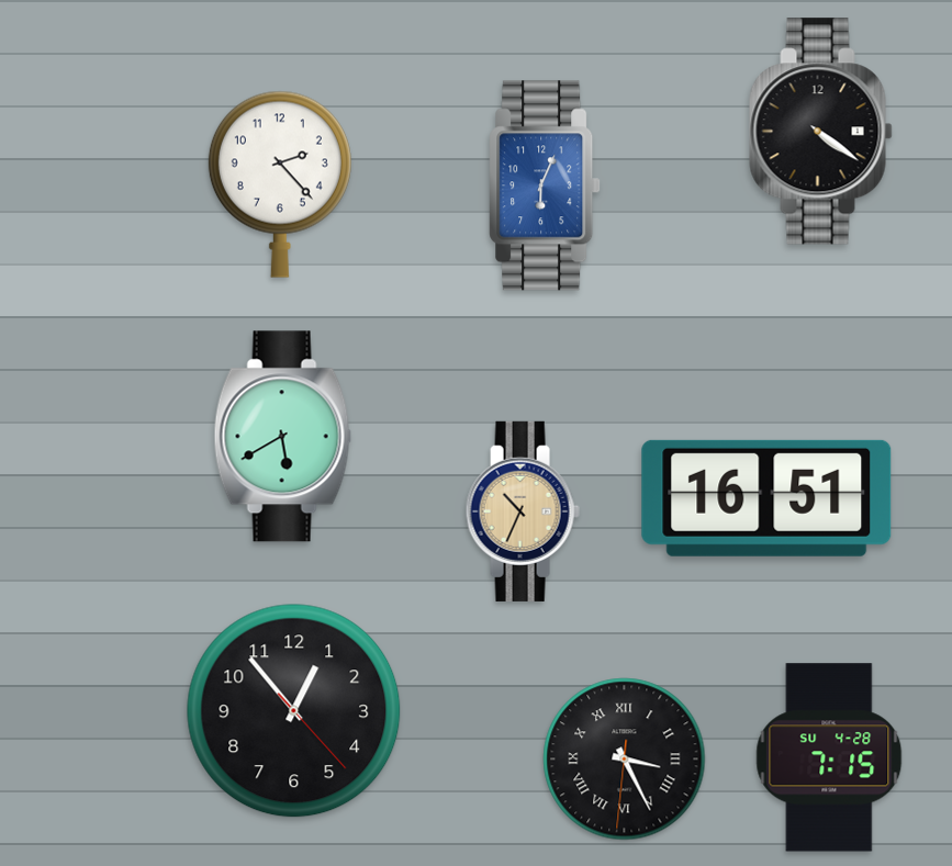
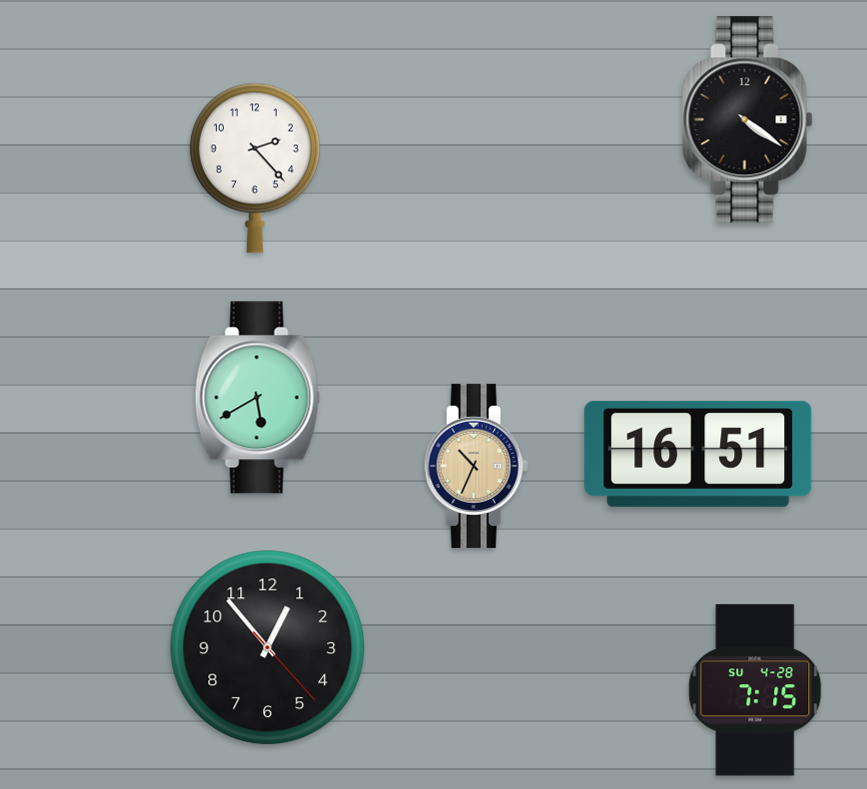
clock at (545, 185): 6:04 -> none
clock at (625, 760): 3:25 -> none
